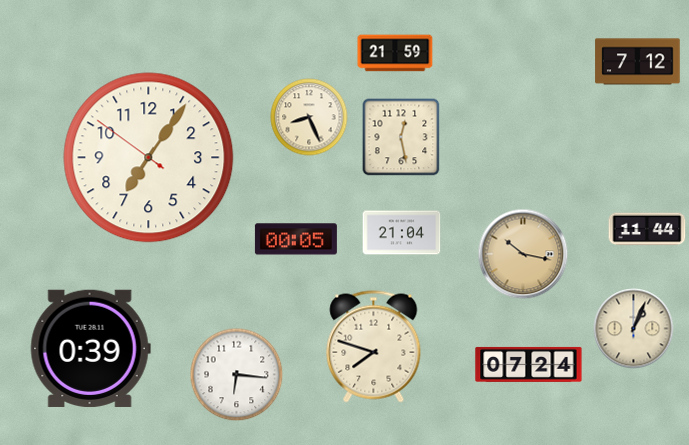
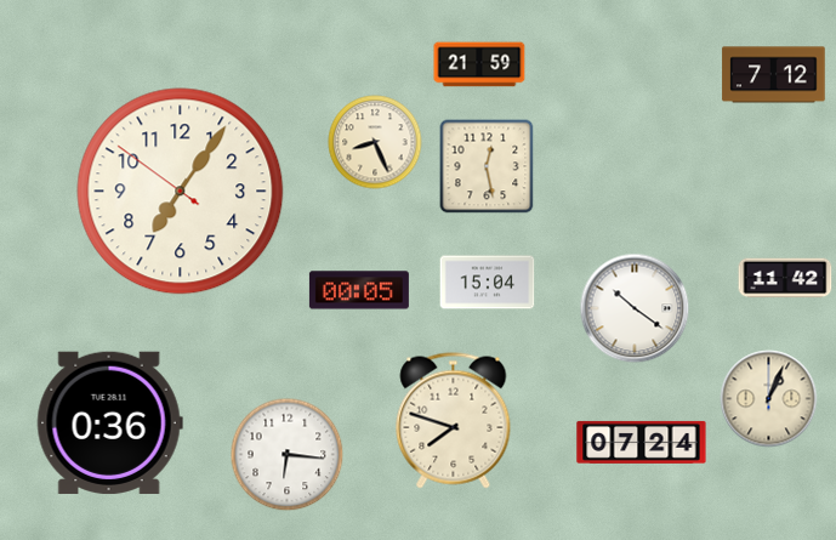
clock at (647, 229): 11:44 -> 11:42
clock at (402, 233): 21:04 -> 15:04
clock at (523, 254): 10:17 -> 10:21
clock at (523, 254) dial: champagne -> white
clock at (90, 348): 0:39 -> 0:36
